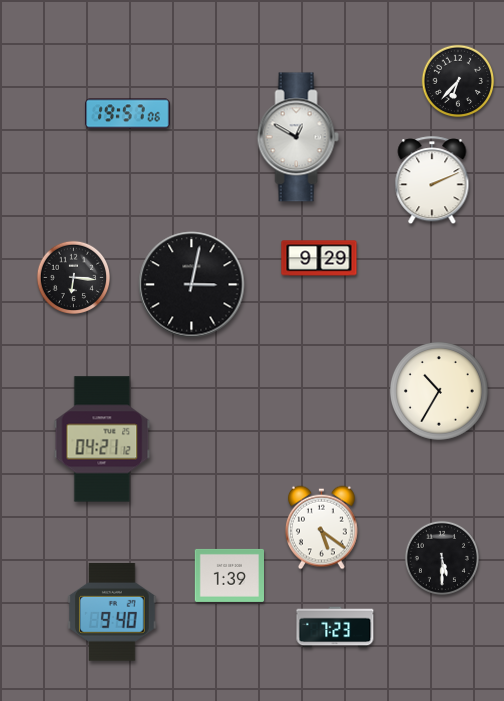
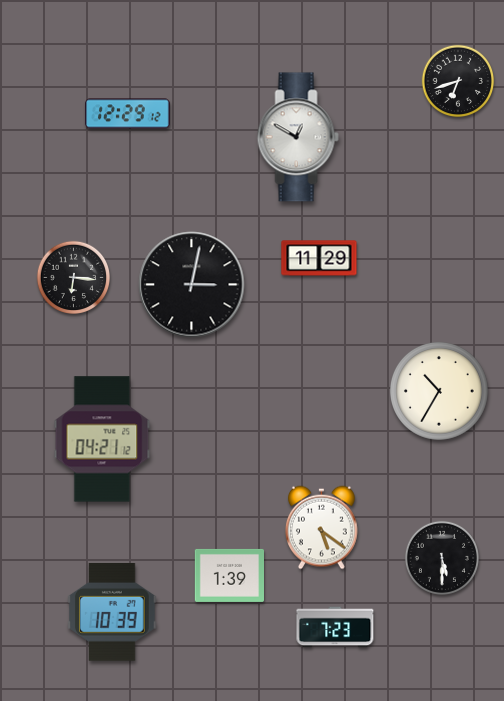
clock at (458, 81): 6:37 -> 6:42
clock at (128, 114): 19:57 -> 12:29
clock at (432, 181): 2:11 -> none
clock at (319, 258): 9:29 -> 11:29
clock at (113, 613): 9:40 -> 10:39
